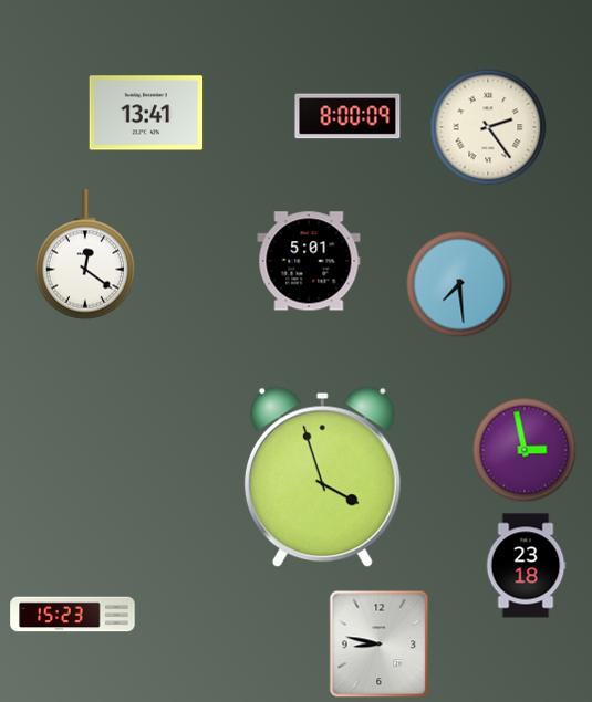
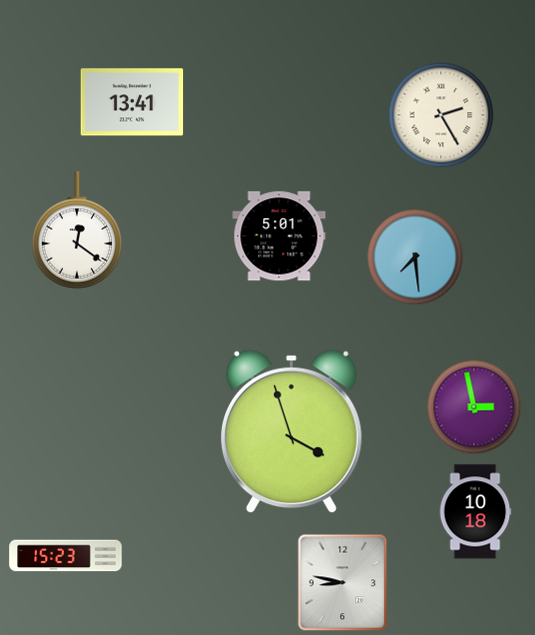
clock at (347, 116): 8:00 -> none
clock at (488, 127): 2:24 -> 2:25
clock at (526, 566): 23:18 -> 10:18
